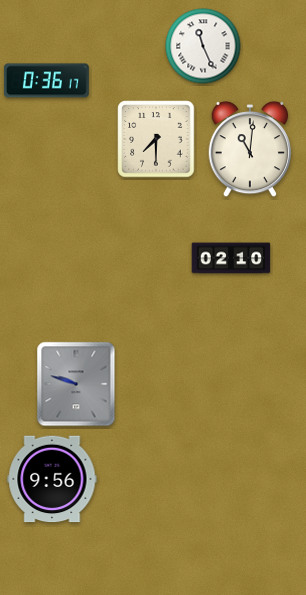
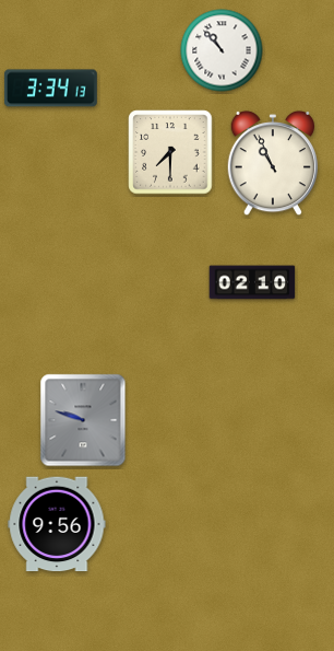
clock at (203, 46): 11:26 -> 10:53
clock at (46, 81): 0:36 -> 3:34
clock at (249, 149): 11:01 -> 10:56
